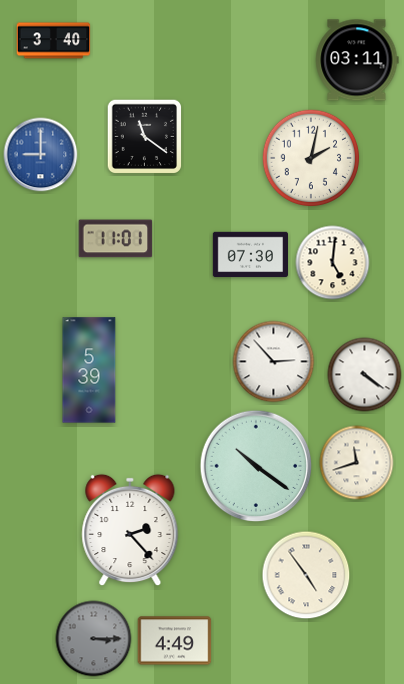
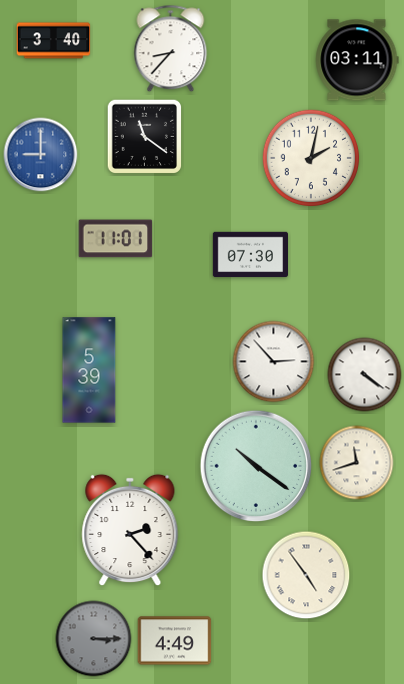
clock at (171, 49): none -> 8:37
clock at (333, 263): 5:01 -> none
